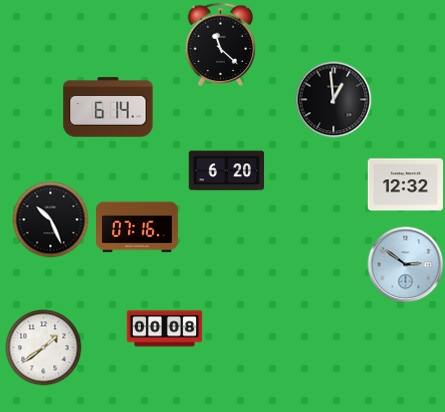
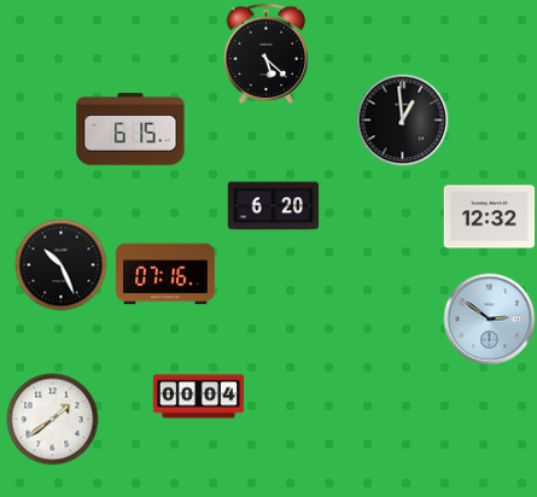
clock at (221, 45): 11:22 -> 5:22
clock at (108, 107): 6:14 -> 6:15
clock at (406, 185) position: (406, 185) -> (490, 217)
clock at (165, 329): 00:08 -> 00:04
